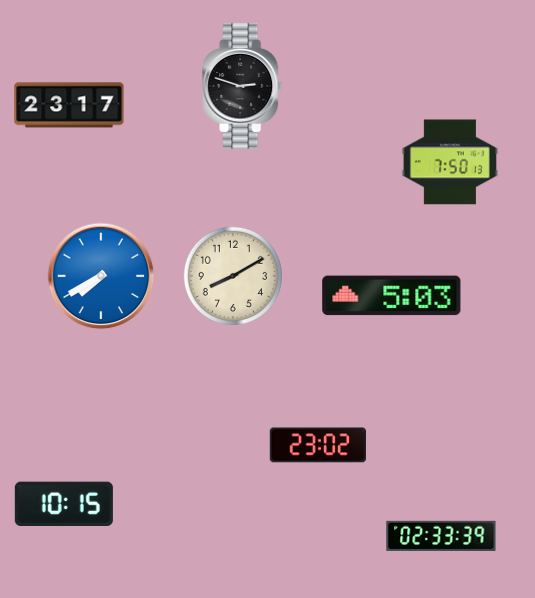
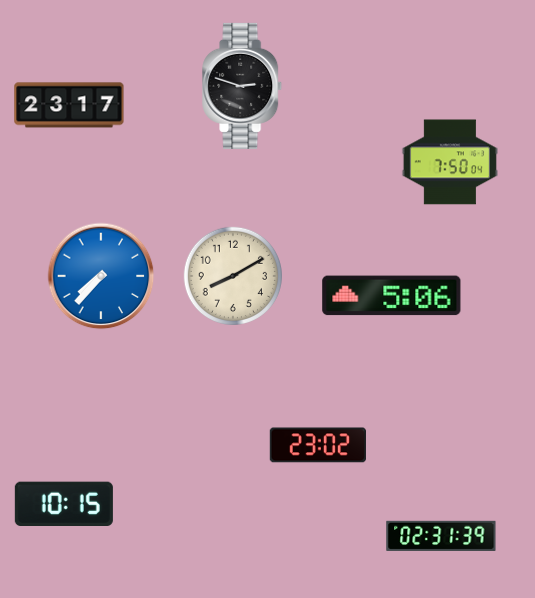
clock at (449, 162): 7:50:13 -> 7:50:04
clock at (101, 276): 7:40 -> 7:37
clock at (392, 296): 5:03 -> 5:06
clock at (441, 536): 02:33 -> 02:31
